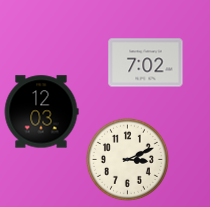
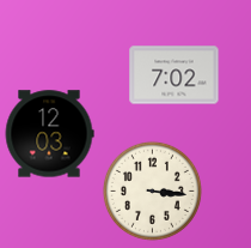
clock at (127, 159): 3:11 -> 3:16
